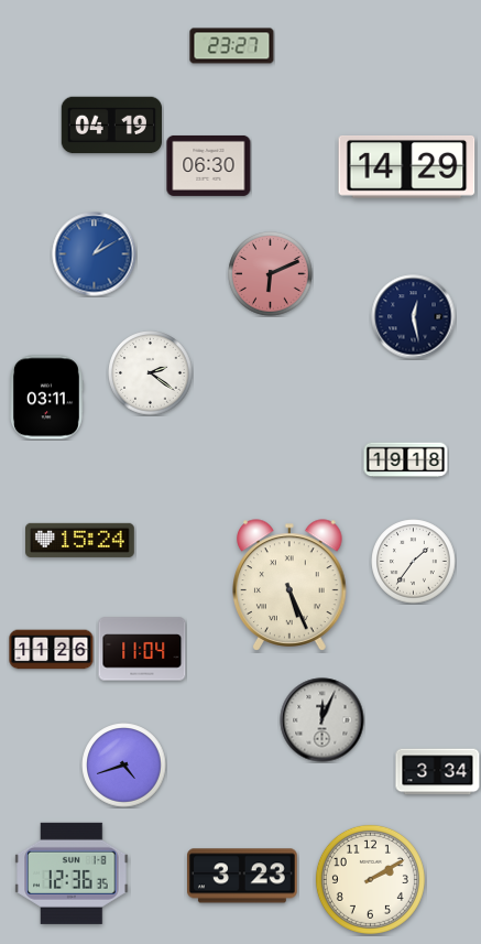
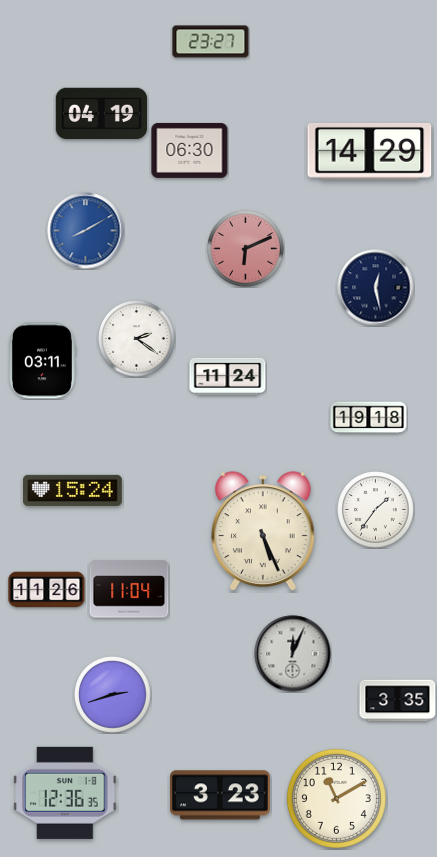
clock at (95, 254): 1:10 -> 8:10
clock at (228, 376): none -> 11:24
clock at (124, 766): 4:42 -> 2:42
clock at (438, 772): 3:34 -> 3:35
clock at (370, 879): 2:10 -> 11:10
